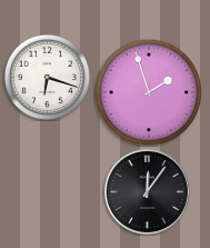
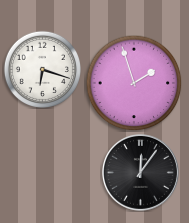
clock at (147, 191) position: (147, 191) -> (140, 172)
